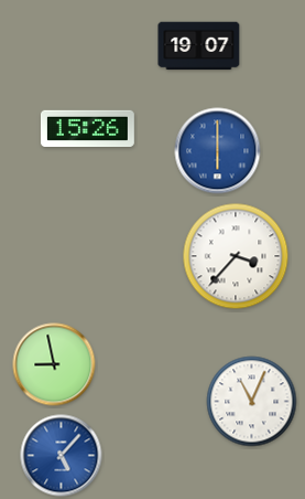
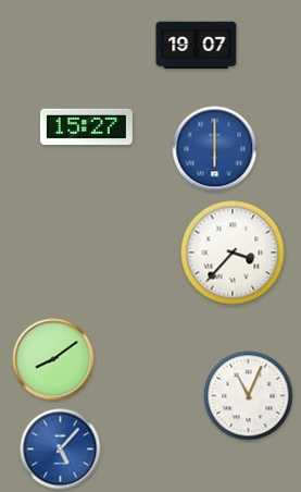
clock at (87, 128): 15:26 -> 15:27
clock at (54, 364): 8:58 -> 8:09
